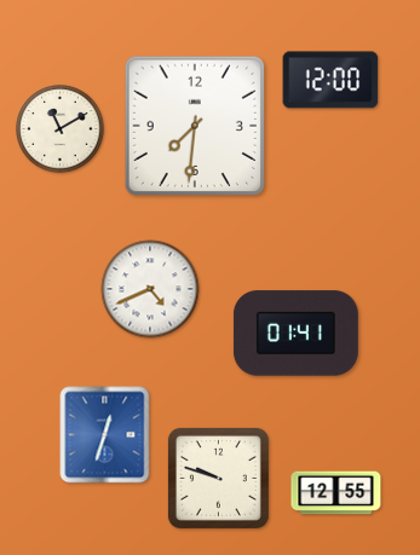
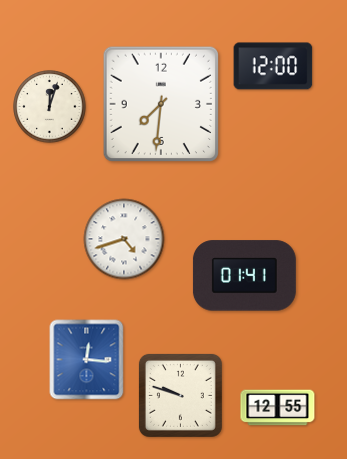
clock at (61, 129): 11:10 -> 12:03
clock at (150, 289): 4:41 -> 4:42
clock at (105, 435): 12:33 -> 12:16
